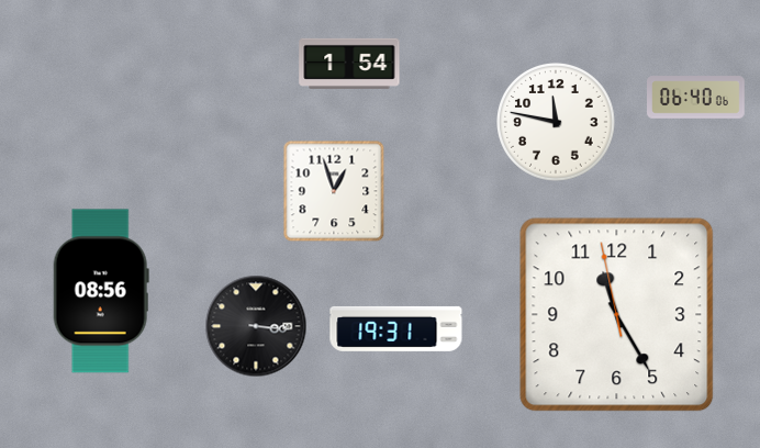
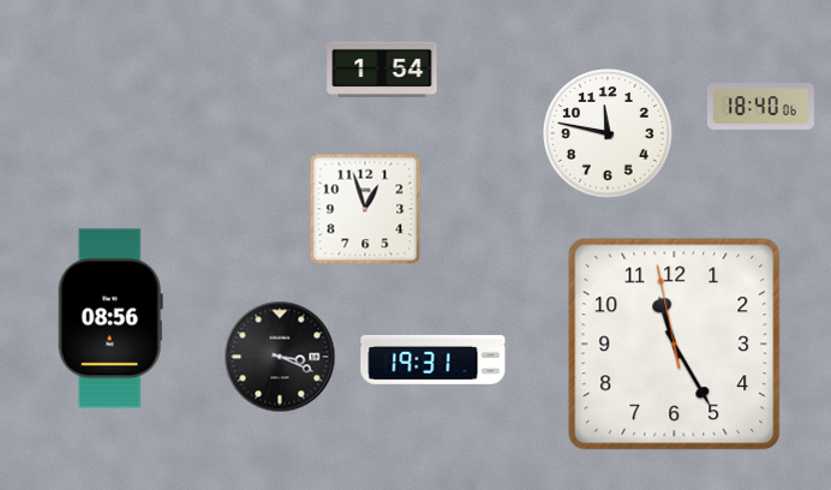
clock at (696, 98): 06:40 -> 18:40
clock at (256, 326): 3:16 -> 3:19
